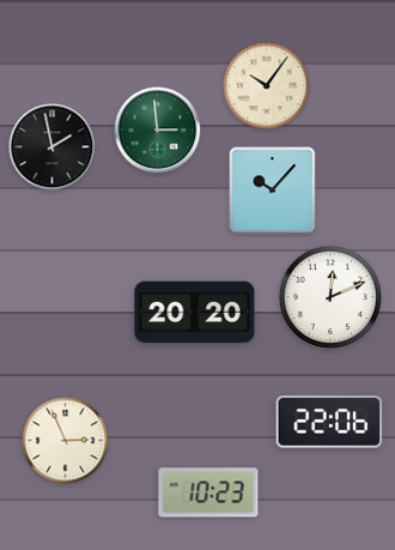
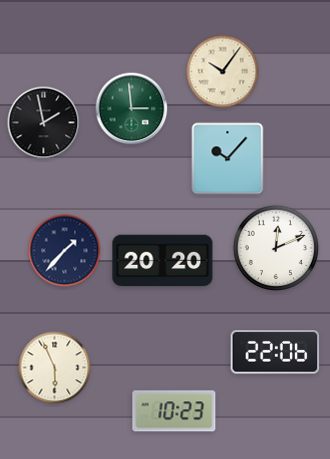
clock at (65, 251): none -> 1:37
clock at (66, 441): 2:56 -> 5:56
